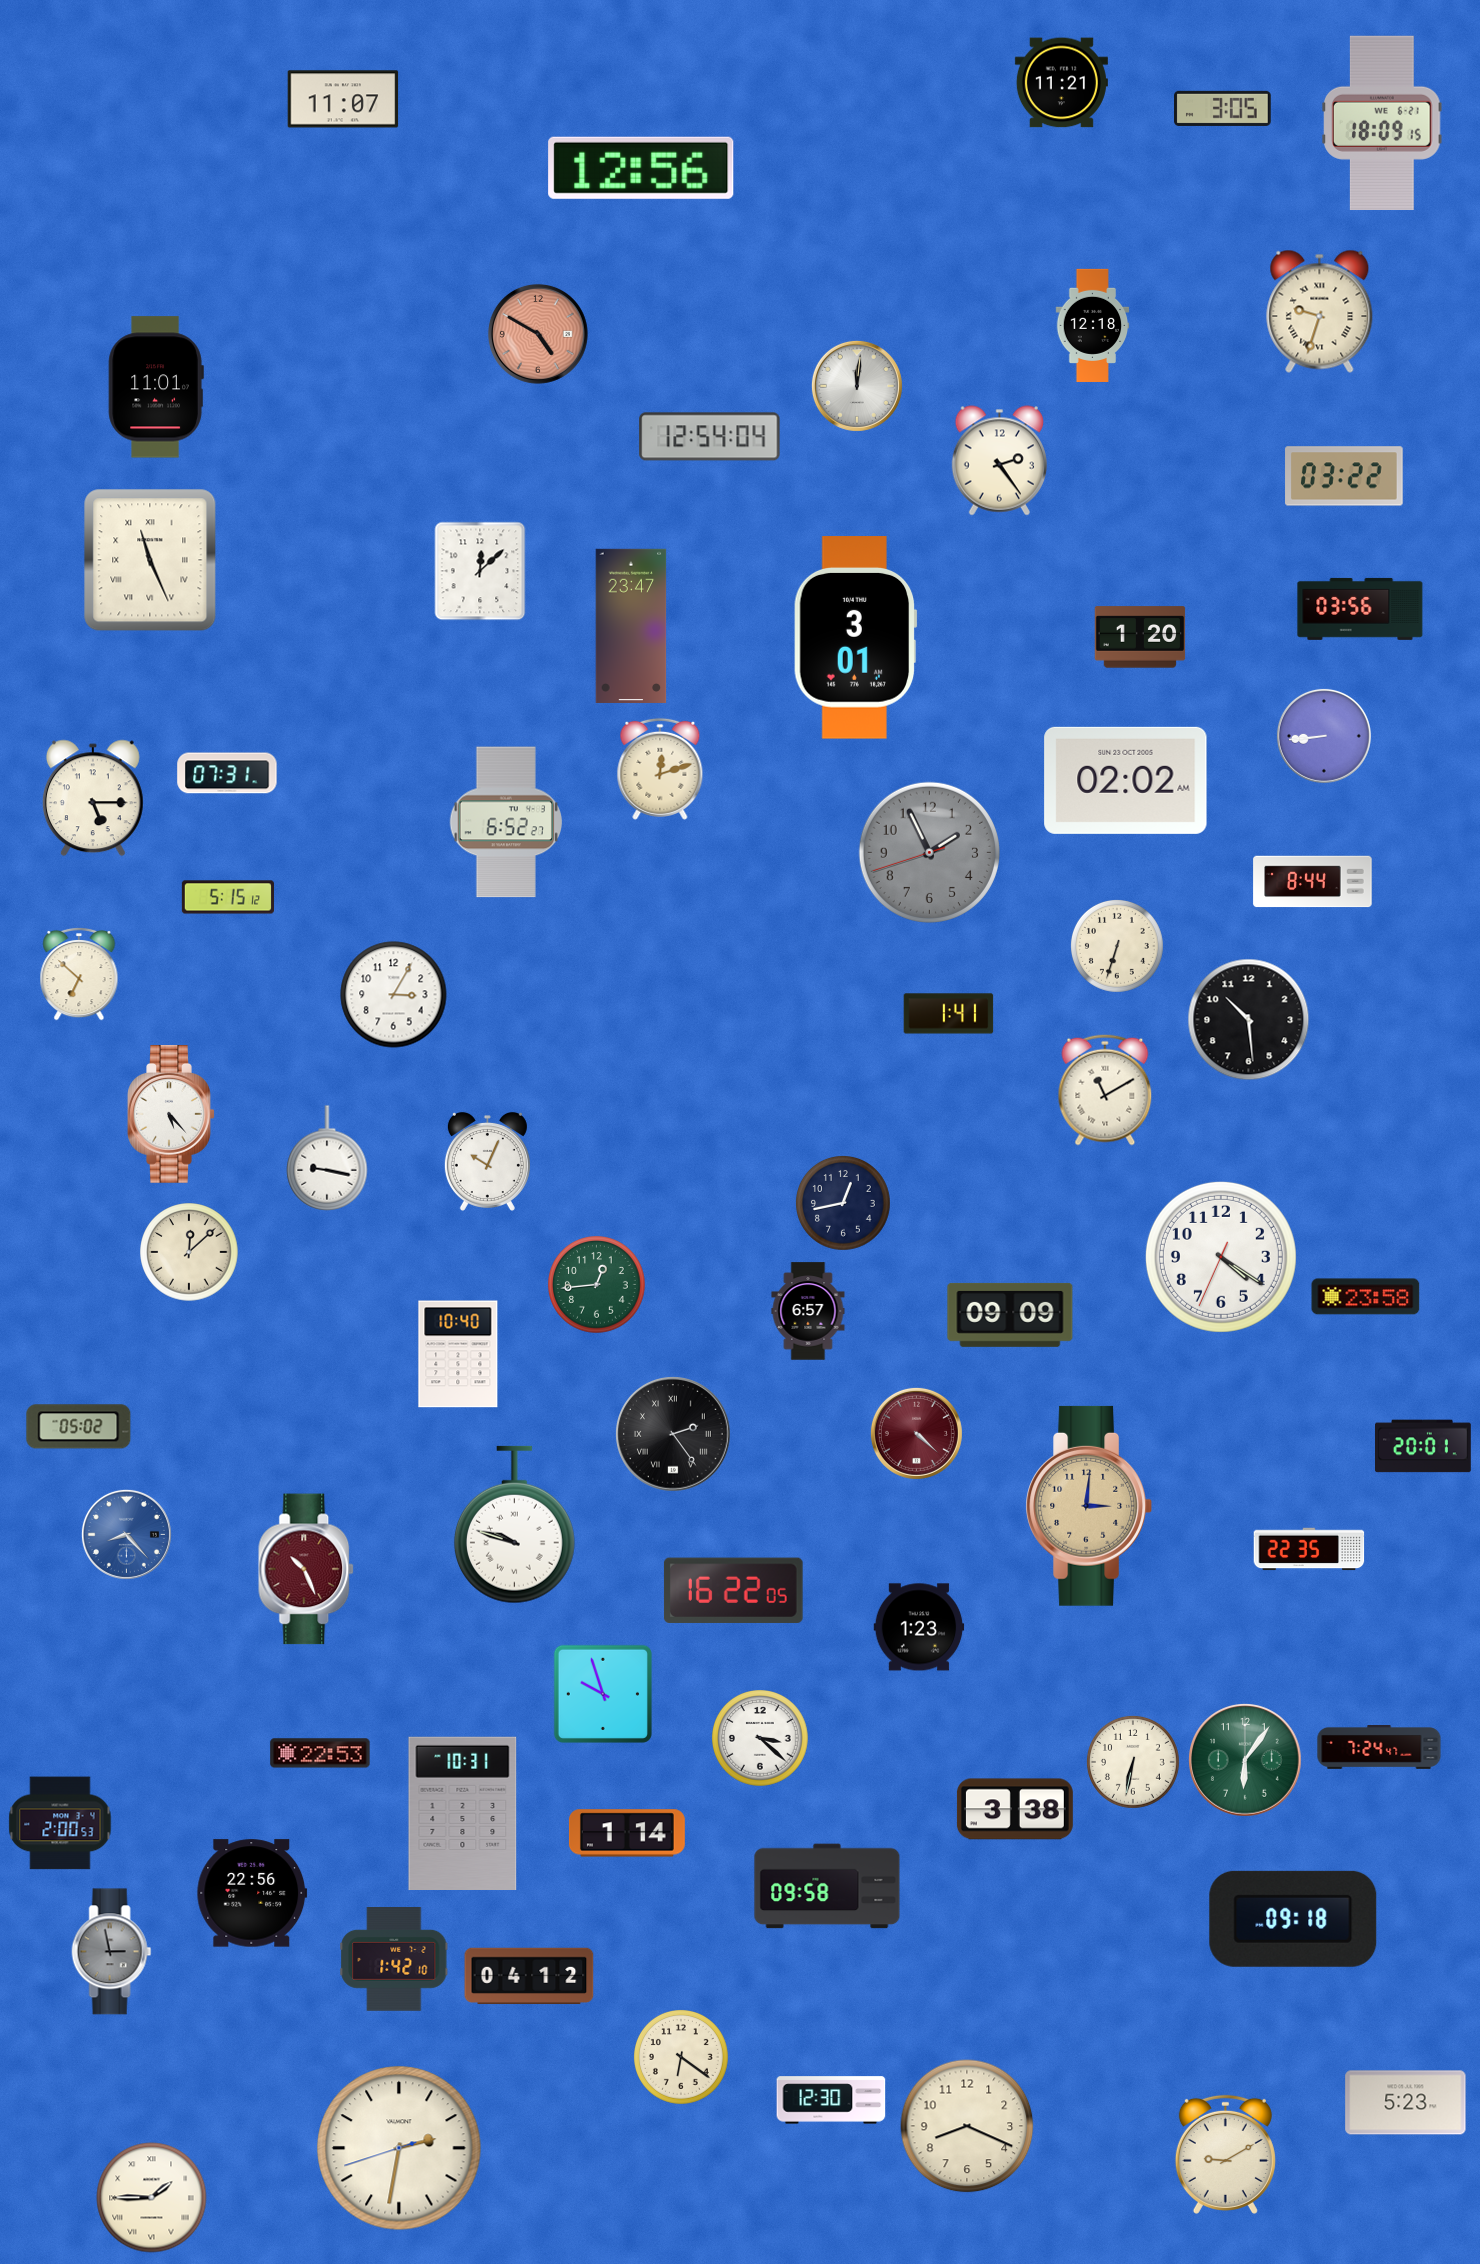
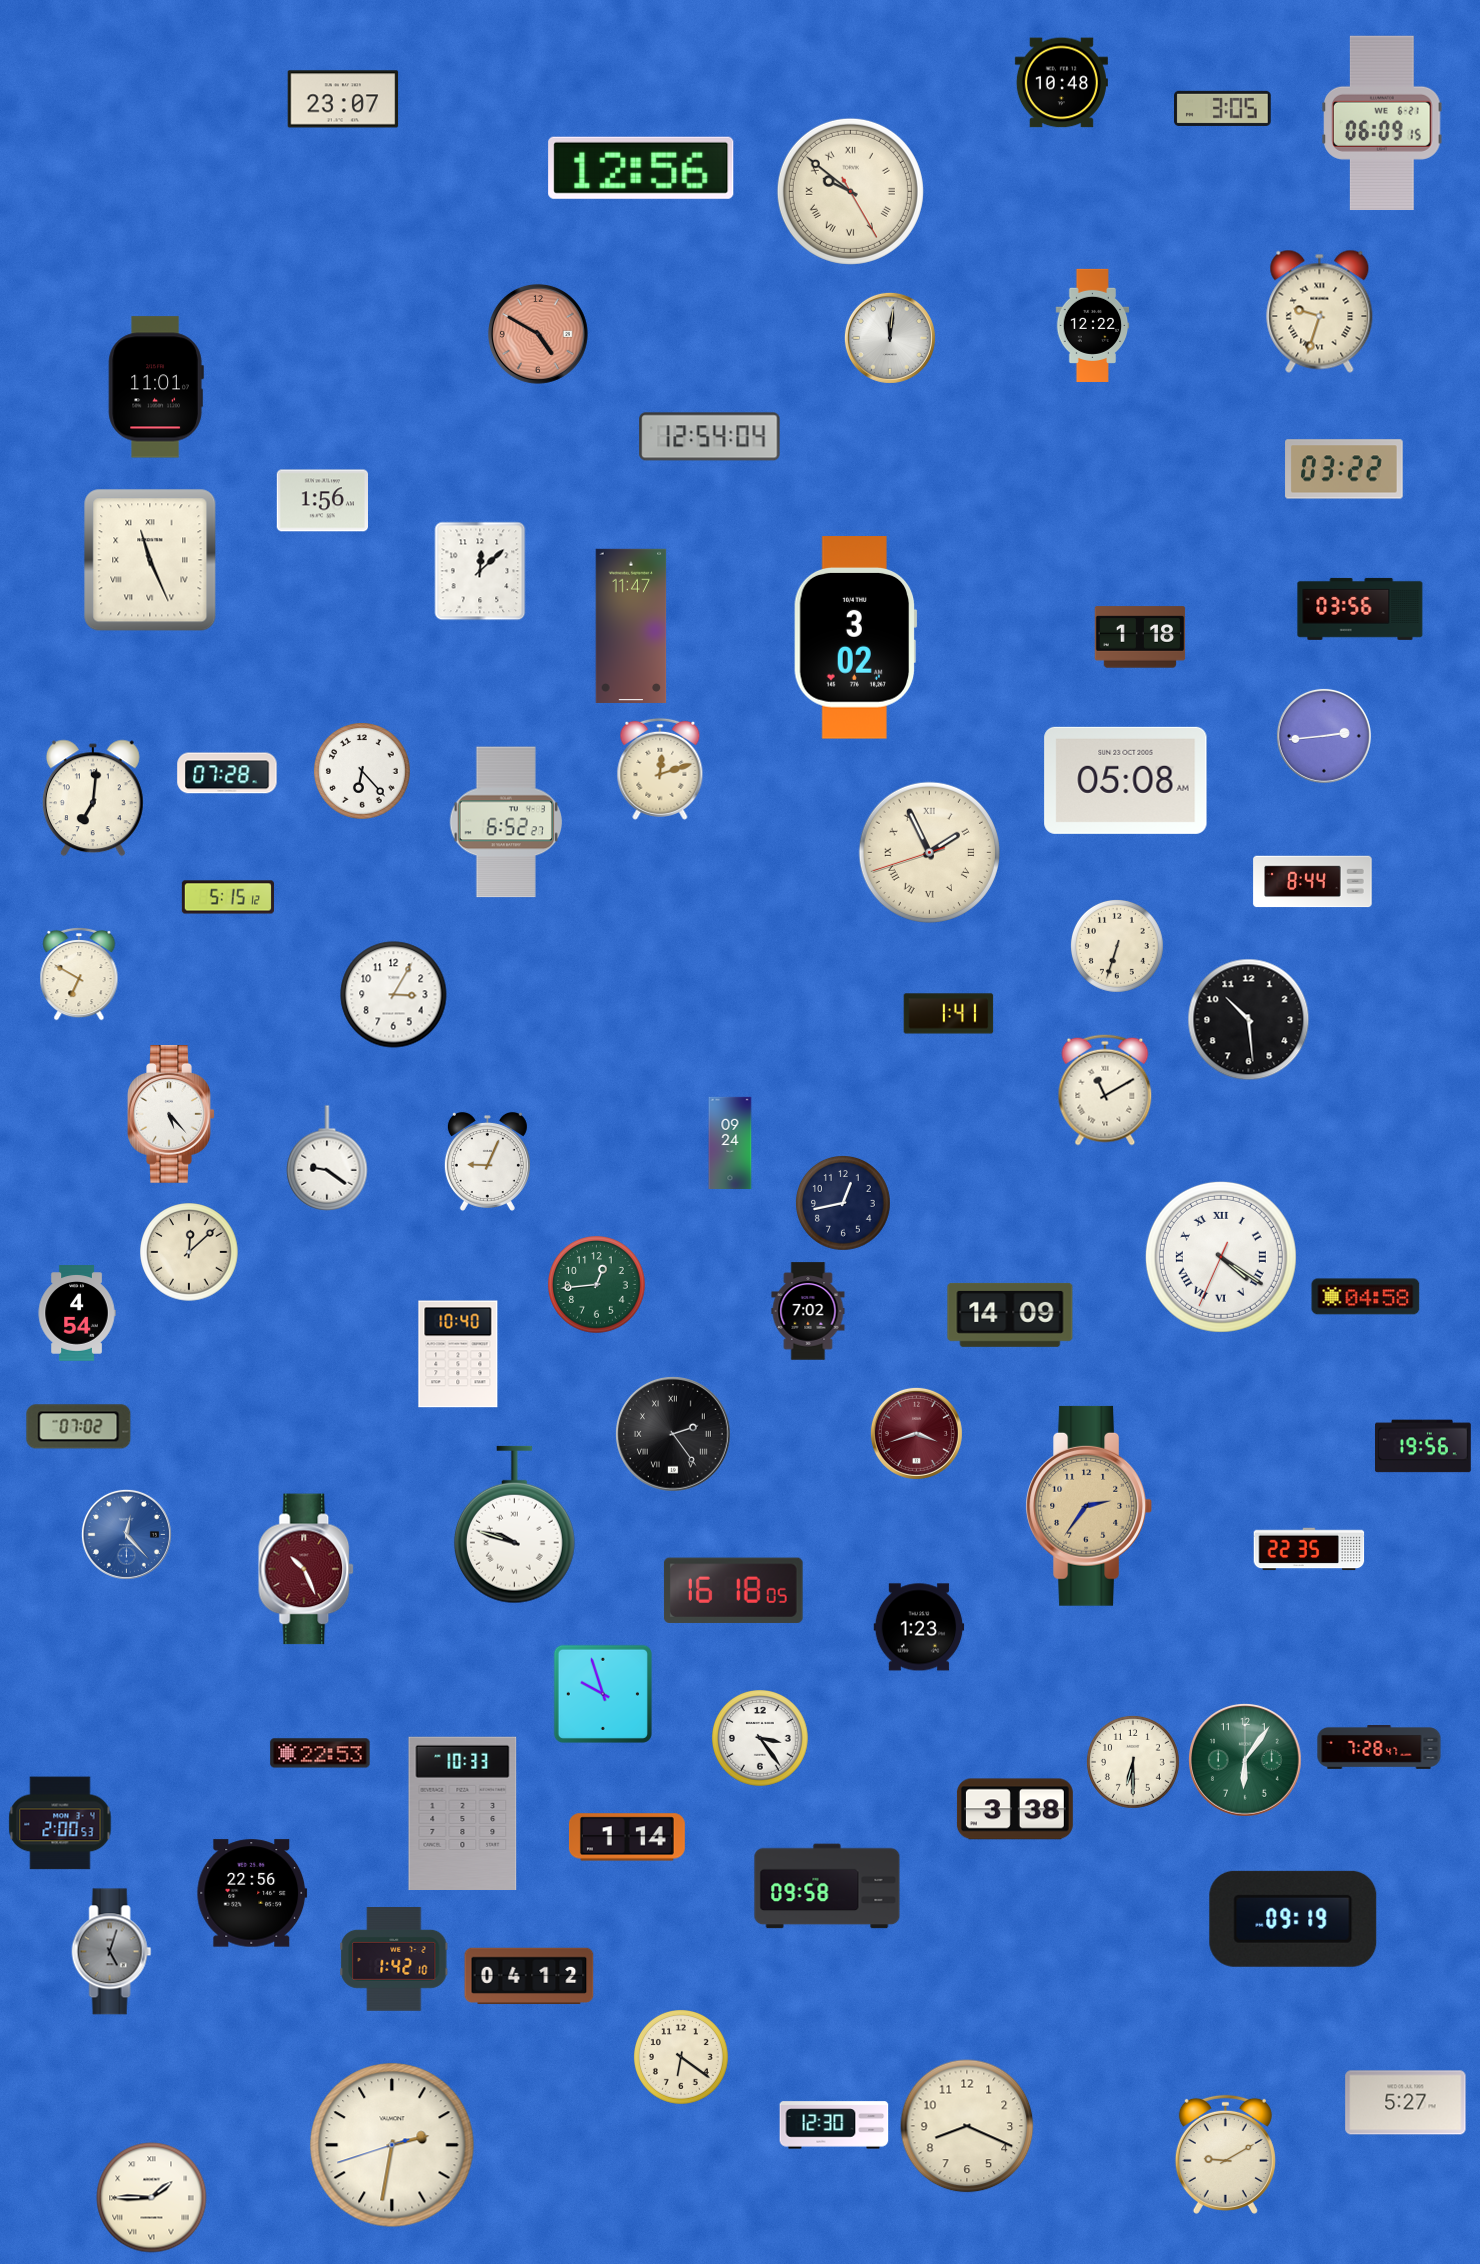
clock at (1061, 83): 11:21 -> 10:48
clock at (343, 99): 11:07 -> 23:07
clock at (1382, 123): 18:09 -> 06:09
clock at (850, 191): none -> 9:51
clock at (1093, 325): 12:18 -> 12:22
clock at (857, 386) position: (857, 386) -> (890, 338)
clock at (999, 461): 2:24 -> none
clock at (1344, 476) position: (1344, 476) -> (1344, 469)
clock at (322, 501): none -> 1:56
clock at (631, 626): 23:47 -> 11:47
clock at (1140, 637): 1:20 -> 1:18
clock at (855, 638): 3:01 -> 3:02
clock at (1324, 736): 8:44 -> 2:44
clock at (362, 771): none -> 6:23
clock at (227, 773): 07:31 -> 07:28
clock at (1126, 780): 02:02 -> 05:08
clock at (93, 798): 5:15 -> 7:01
clock at (929, 852) dial: grey -> cream
clock at (929, 852) numerals: Arabic -> Roman
clock at (79, 974): 6:52 -> 6:50
clock at (730, 1142): none -> 09:24
clock at (327, 1158): 9:17 -> 9:21
clock at (487, 1161): 10:04 -> 9:04
clock at (1221, 1257) numerals: Arabic -> Roman
clock at (1366, 1297): 23:58 -> 04:58
clock at (808, 1311): 6:57 -> 7:02
clock at (77, 1313): none -> 4:54
clock at (1010, 1315): 09:09 -> 14:09
clock at (79, 1427): 05:02 -> 07:02
clock at (916, 1433): 4:22 -> 3:42
clock at (1424, 1446): 20:01 -> 19:56
clock at (1088, 1506): 3:01 -> 2:36
clock at (126, 1534): 8:23 -> 12:23
clock at (733, 1590): 16:22 -> 16:18
clock at (760, 1738): 3:22 -> 3:24
clock at (1379, 1748): 7:24 -> 7:28
clock at (1133, 1762): 6:32 -> 6:30
clock at (463, 1813): 10:31 -> 10:33
clock at (627, 1833) position: (627, 1833) -> (627, 1837)
clock at (1293, 1919): 09:18 -> 09:19
clock at (112, 1952): 2:58 -> 5:03
clock at (831, 2100) position: (831, 2100) -> (834, 2125)
clock at (1406, 2103): 5:23 -> 5:27
clock at (399, 2148) position: (399, 2148) -> (392, 2145)
